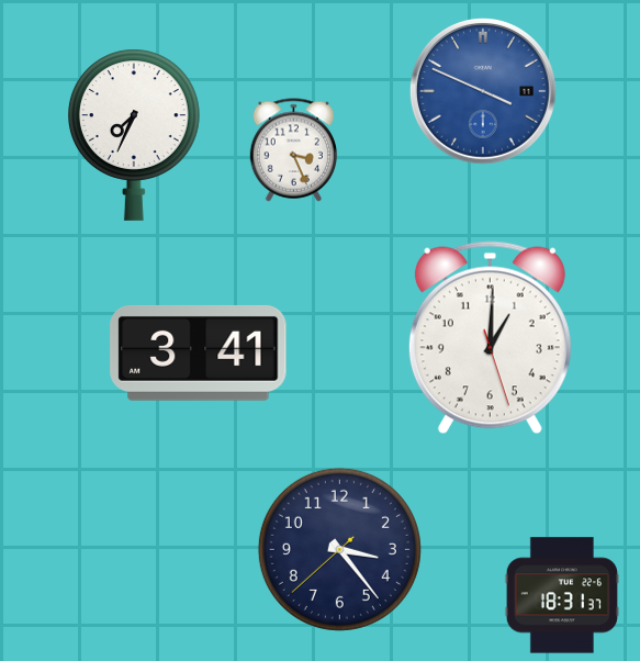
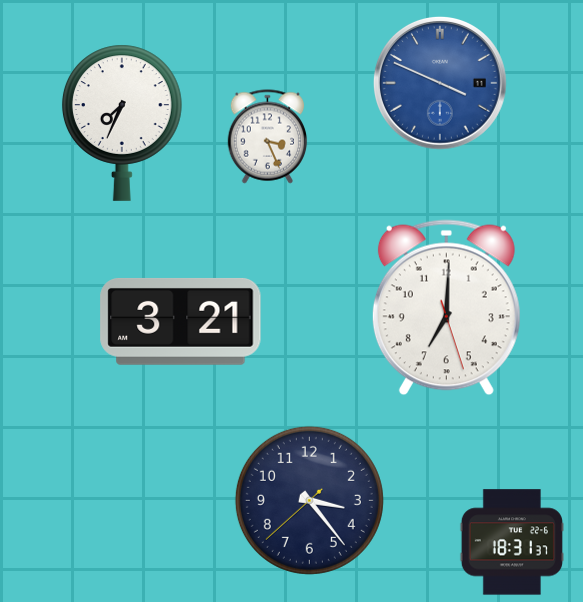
clock at (490, 338): 1:00 -> 7:00
clock at (199, 352): 3:41 -> 3:21
